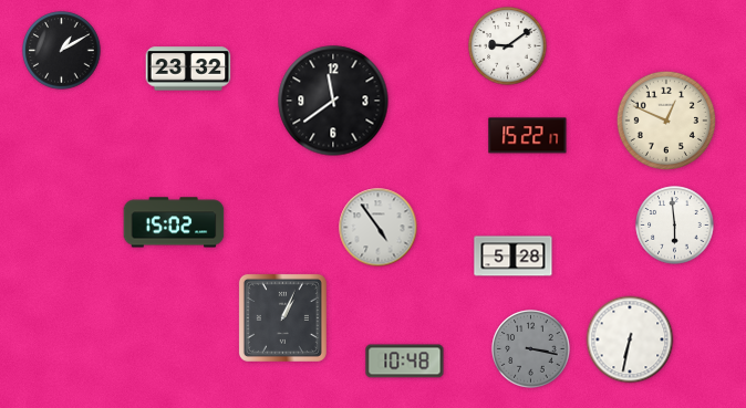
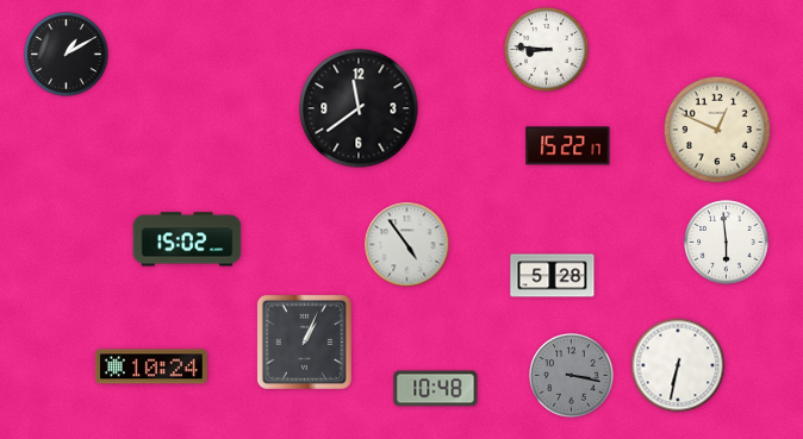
clock at (508, 46): 9:09 -> 8:46
clock at (188, 69): 23:32 -> none
clock at (151, 366): none -> 10:24
